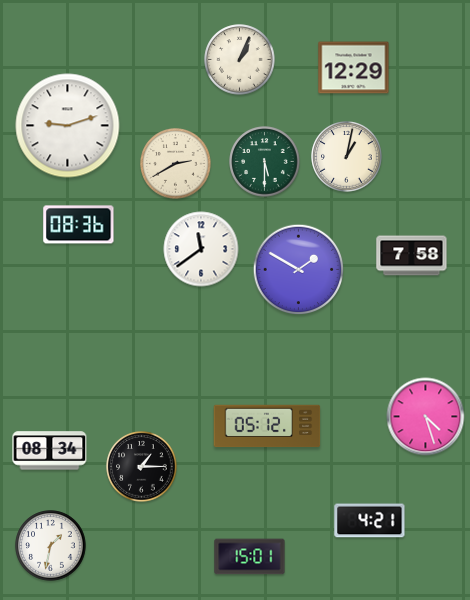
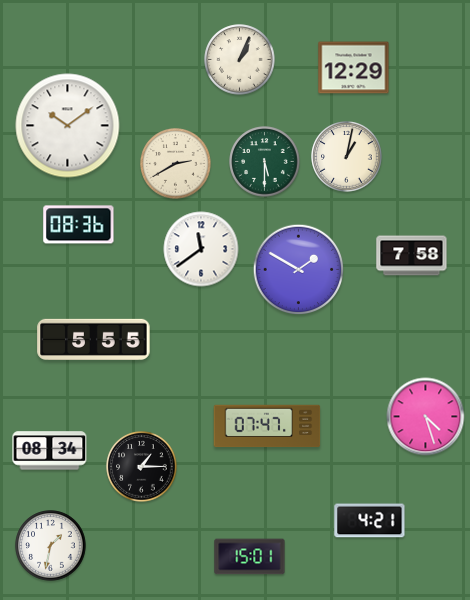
clock at (68, 126): 9:12 -> 10:09
clock at (94, 339): none -> 5:55
clock at (267, 426): 05:12 -> 07:47
